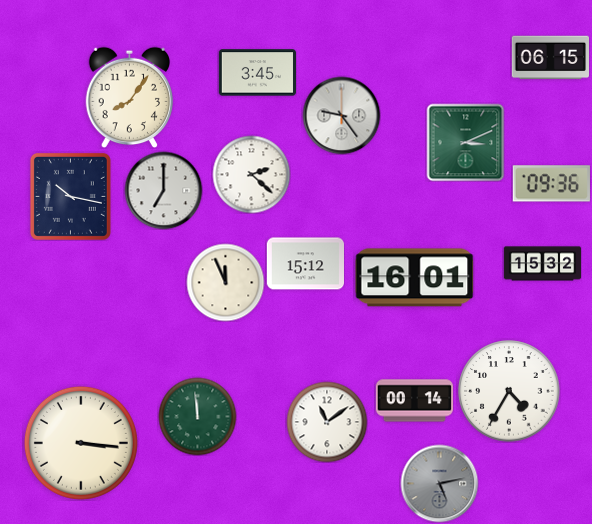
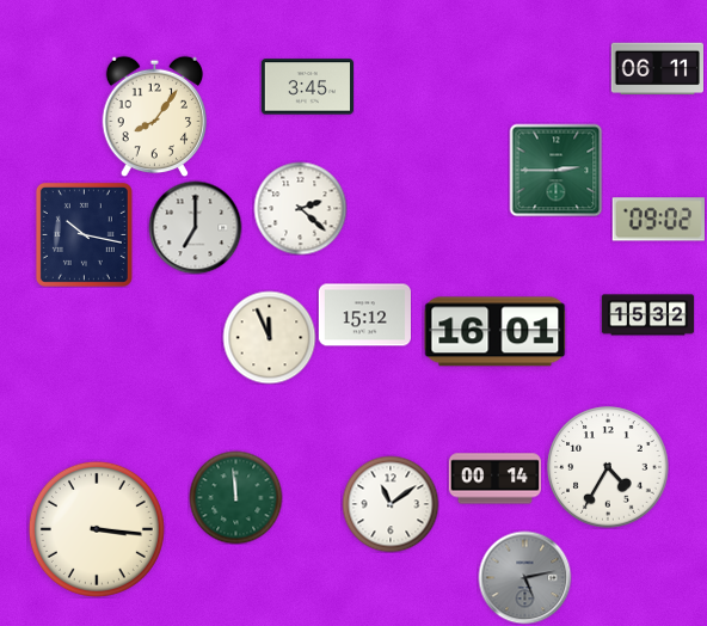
clock at (550, 58): 06:15 -> 06:11
clock at (341, 115): 9:24 -> none
clock at (465, 142): 3:11 -> 2:45
clock at (551, 184): 09:36 -> 09:02
